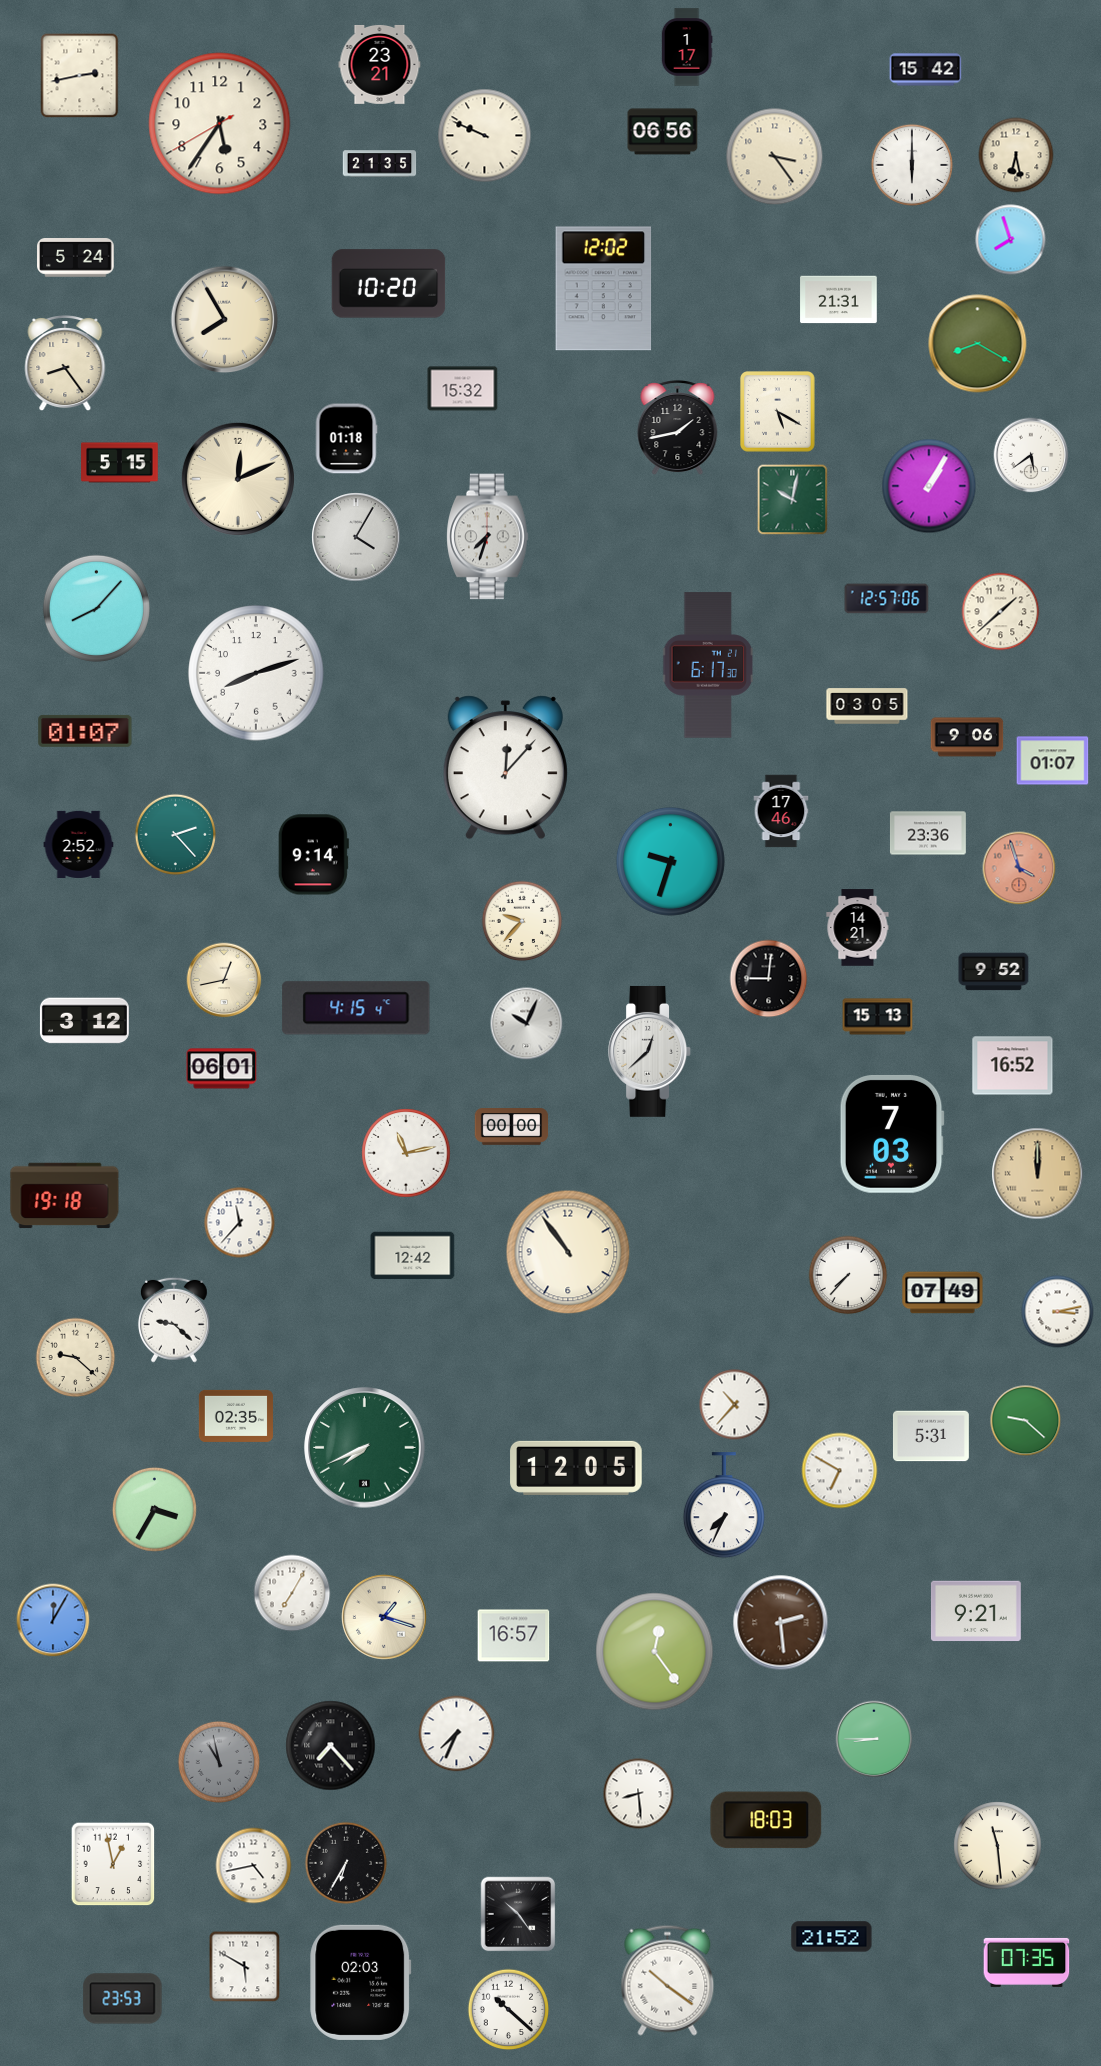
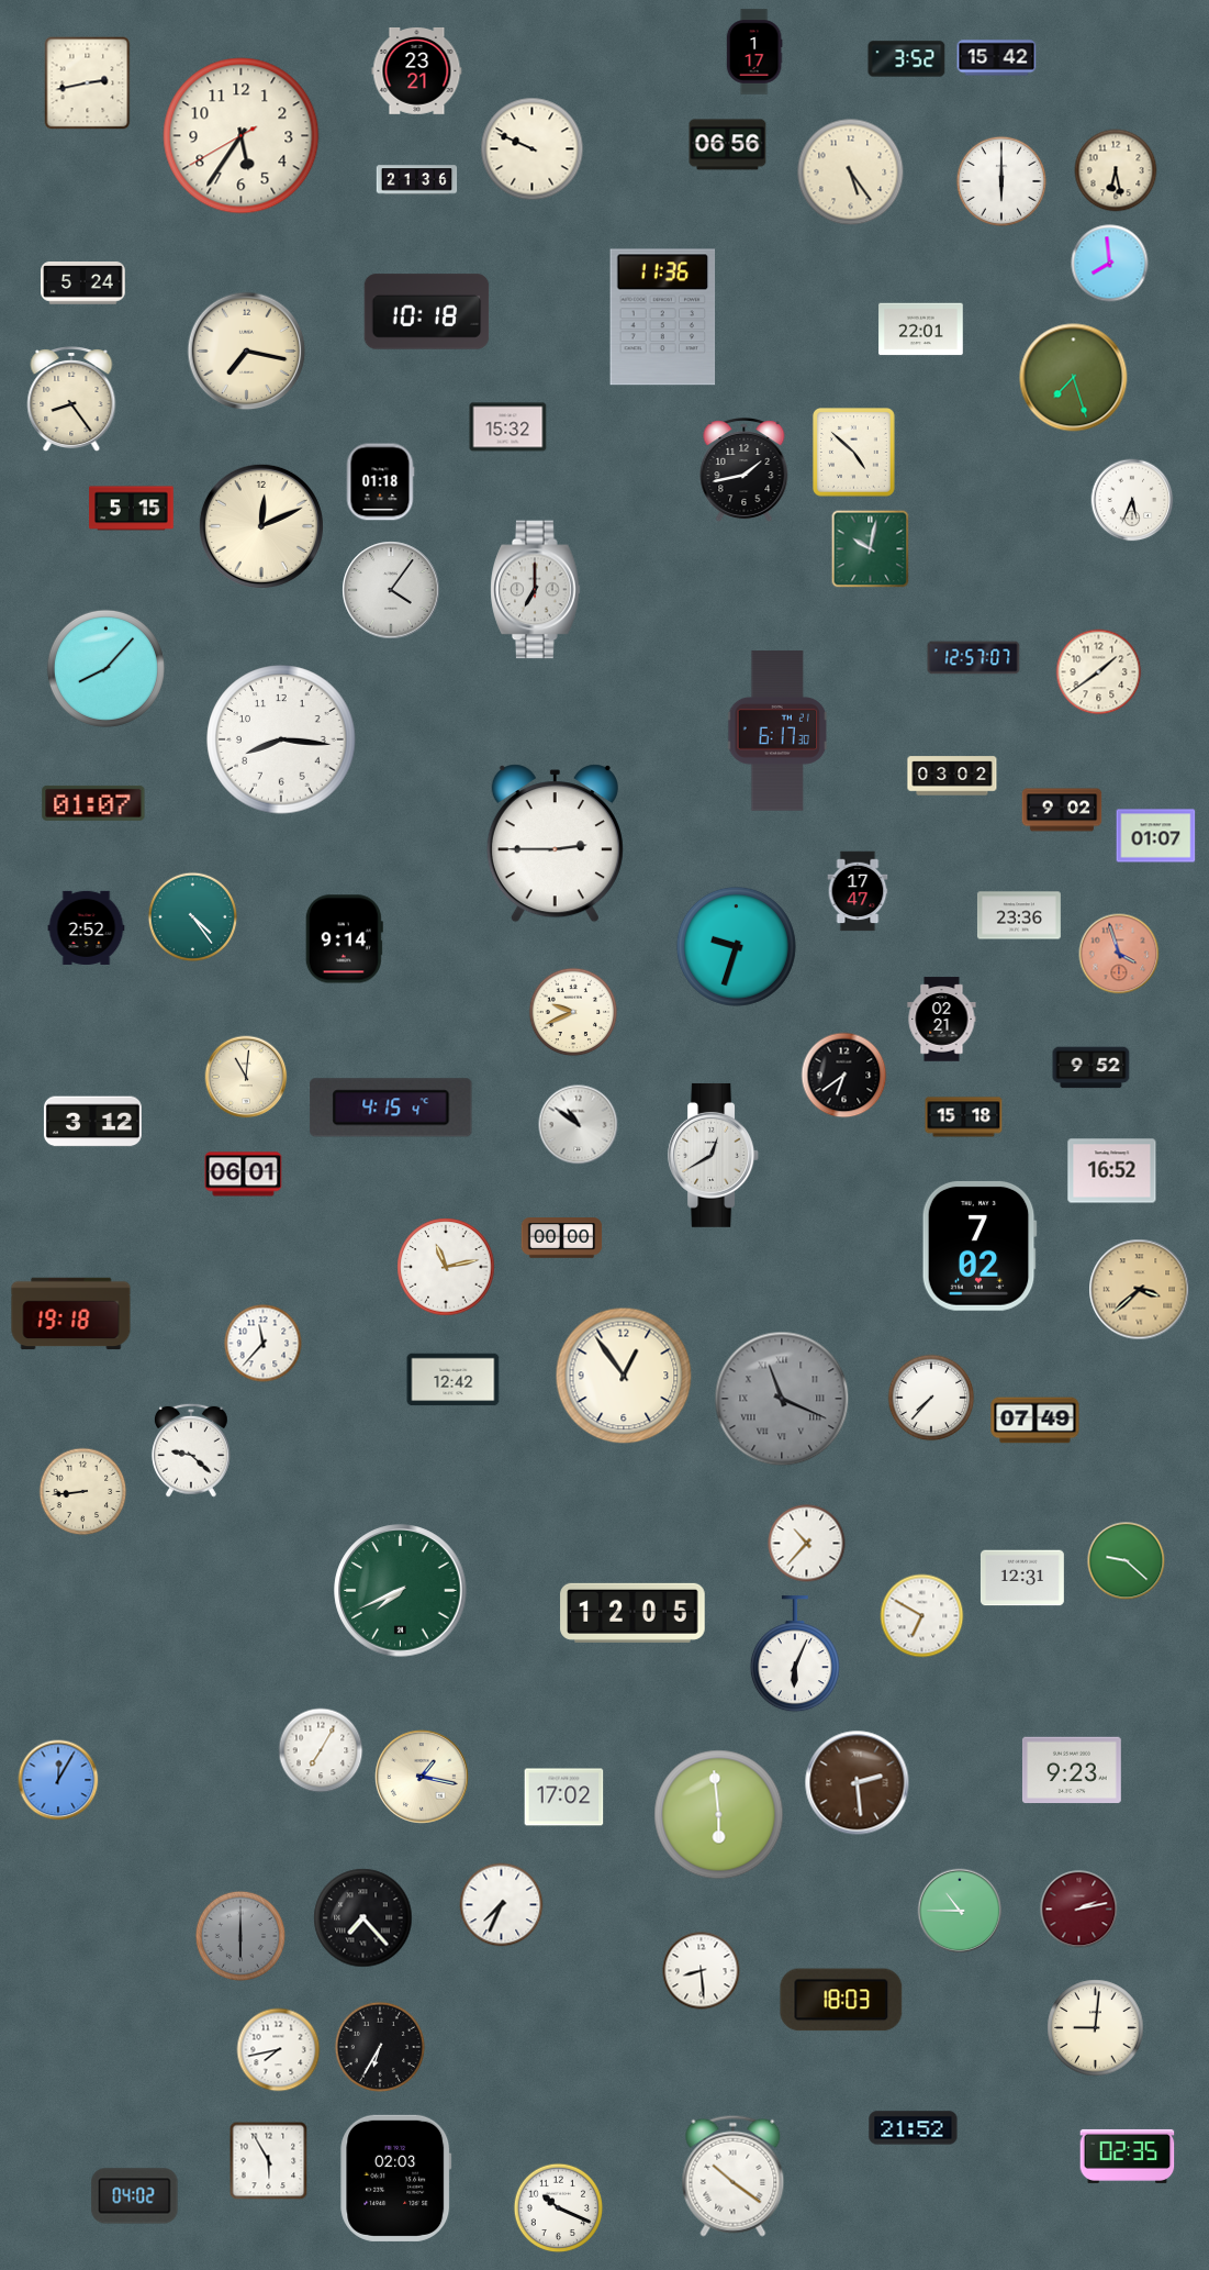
clock at (907, 59): none -> 3:52
clock at (926, 70) position: (926, 70) -> (997, 58)
clock at (775, 157): 3:24 -> 5:24
clock at (380, 164): 21:35 -> 21:36
clock at (1011, 240): 7:57 -> 7:59
clock at (389, 284): 10:20 -> 10:18
clock at (604, 289): 12:02 -> 11:36
clock at (839, 300): 21:31 -> 22:01
clock at (225, 320): 7:55 -> 7:17
clock at (978, 344): 8:20 -> 7:27
clock at (778, 412): 5:20 -> 4:52
clock at (1031, 455): 5:39 -> 5:34
clock at (929, 486): 1:05 -> none
clock at (356, 537): 4:05 -> 4:06
clock at (488, 537): 7:33 -> 7:00
clock at (887, 599): 12:57:06 -> 12:57:07
clock at (1001, 612): 1:38 -> 1:39
clock at (256, 673): 8:12 -> 8:16
clock at (867, 706): 03:05 -> 03:02
clock at (967, 737): 9:06 -> 9:02
clock at (505, 768): 12:07 -> 2:45
clock at (781, 811): 17:46 -> 17:47
clock at (176, 835): 2:23 -> 4:24
clock at (522, 921): 9:37 -> 9:41
clock at (858, 928): 14:21 -> 02:21
clock at (769, 979): 9:01 -> 6:39
clock at (224, 980): 12:43 -> 11:01
clock at (878, 1017): 15:13 -> 15:18
clock at (527, 1024): 10:04 -> 10:51
clock at (650, 1051): 12:38 -> 12:40
clock at (892, 1134): 7:03 -> 7:02
clock at (1038, 1174): 12:00 -> 3:38
clock at (568, 1252): 10:54 -> 12:54
clock at (782, 1399): none -> 11:19
clock at (848, 1275) position: (848, 1275) -> (931, 1398)
clock at (1058, 1312): 3:13 -> none
clock at (76, 1358): 9:22 -> 8:44
clock at (236, 1416): 02:35 -> none
clock at (931, 1436): 5:31 -> 12:31
clock at (724, 1506): 7:34 -> 6:04
clock at (154, 1509): 3:35 -> none
clock at (976, 1611): 9:21 -> 9:23
clock at (384, 1617): 1:18 -> 1:17
clock at (514, 1636): 16:57 -> 17:02
clock at (655, 1652): 12:24 -> 5:59
clock at (1079, 1910): none -> 2:13
clock at (874, 1739): 8:45 -> 10:45
clock at (218, 1761): 10:58 -> 6:00
clock at (998, 1846): 11:29 -> 9:01
clock at (113, 1864): 12:58 -> none
clock at (254, 1866): 4:43 -> 7:43
clock at (518, 1914): 10:24 -> none
clock at (1027, 1962): 07:35 -> 02:35
clock at (245, 1967): 5:50 -> 5:55
clock at (123, 1999): 23:53 -> 04:02
clock at (509, 2010): 10:22 -> 10:19
